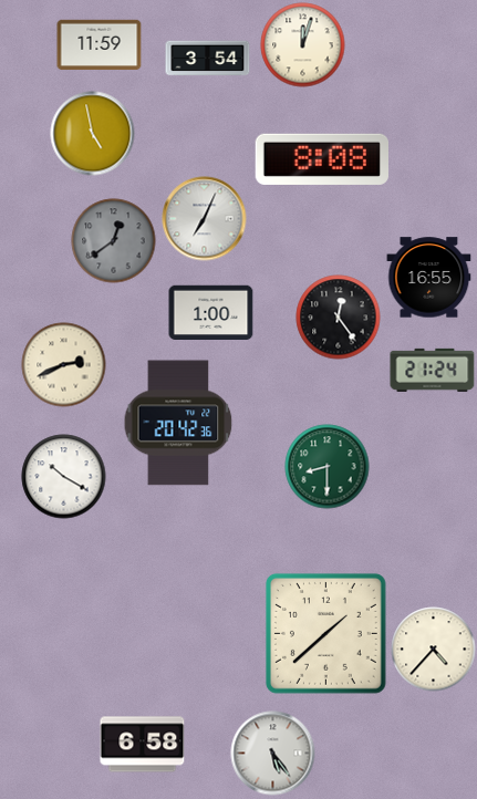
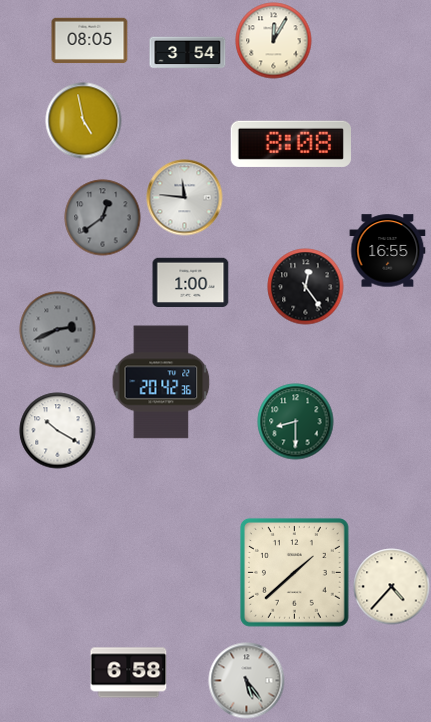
clock at (100, 45): 11:59 -> 08:05
clock at (303, 45): 12:03 -> 12:05
clock at (205, 219): 7:04 -> 11:46
clock at (64, 365) dial: cream -> grey
clock at (433, 370): 21:24 -> none
